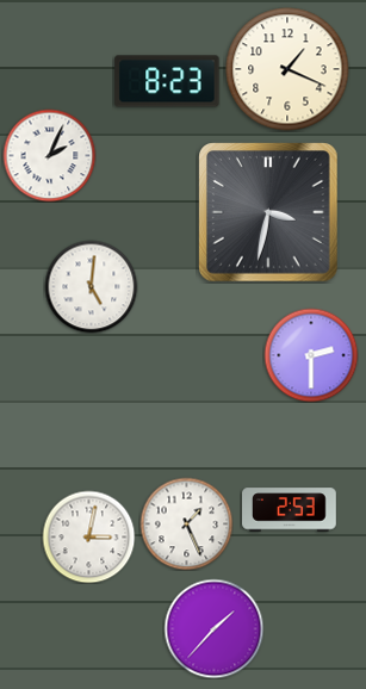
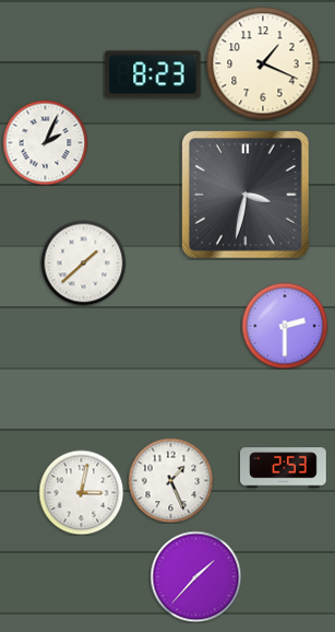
clock at (91, 286): 5:01 -> 1:38
clock at (290, 510) position: (290, 510) -> (284, 468)
